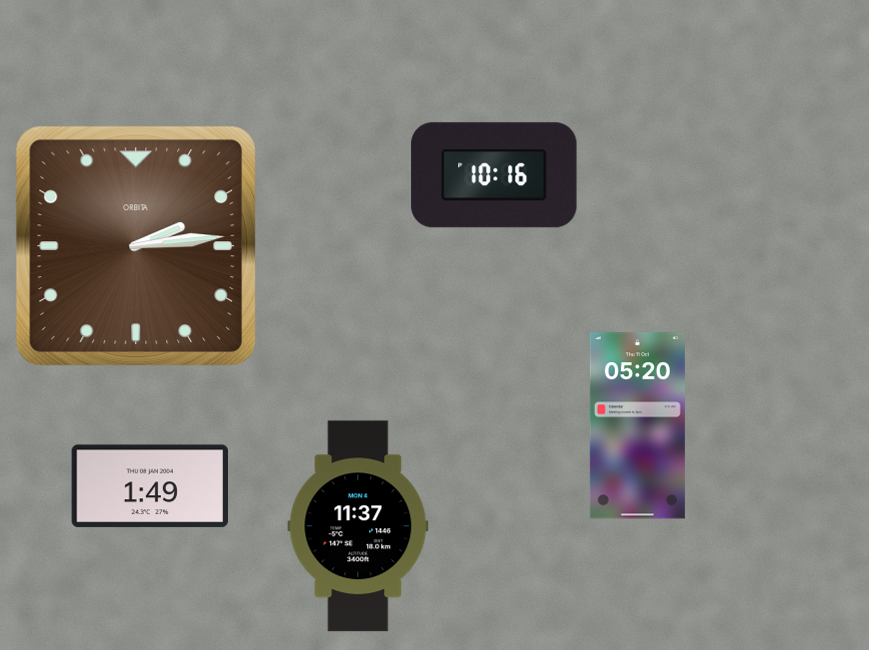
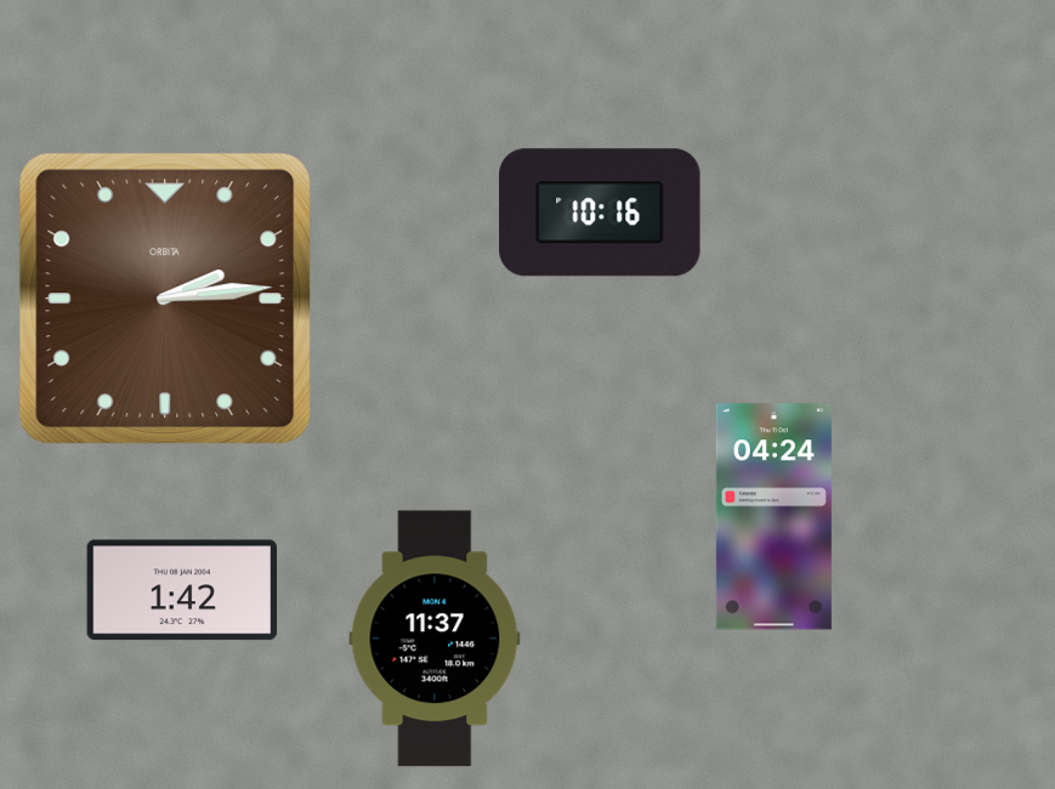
clock at (637, 426): 05:20 -> 04:24
clock at (150, 486): 1:49 -> 1:42
